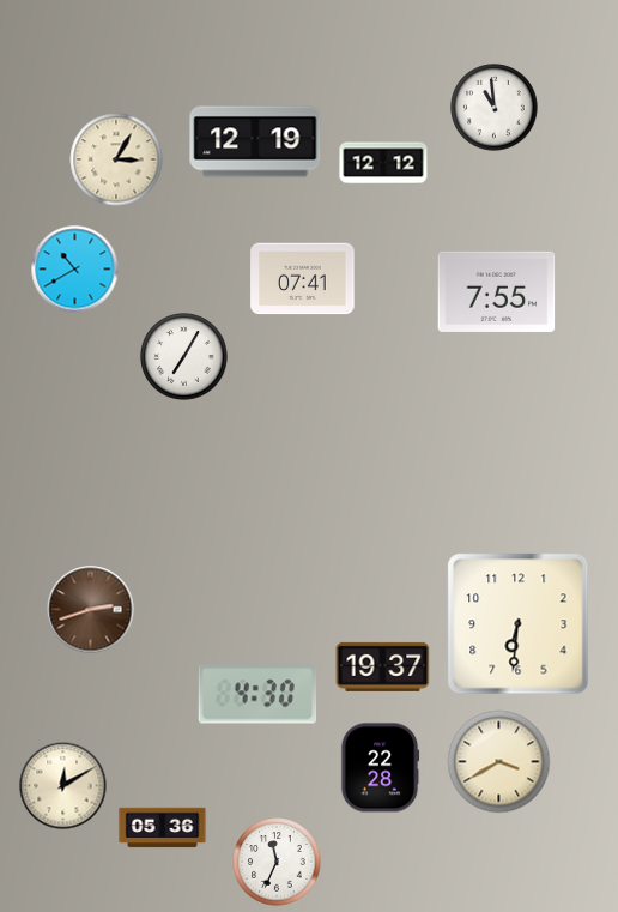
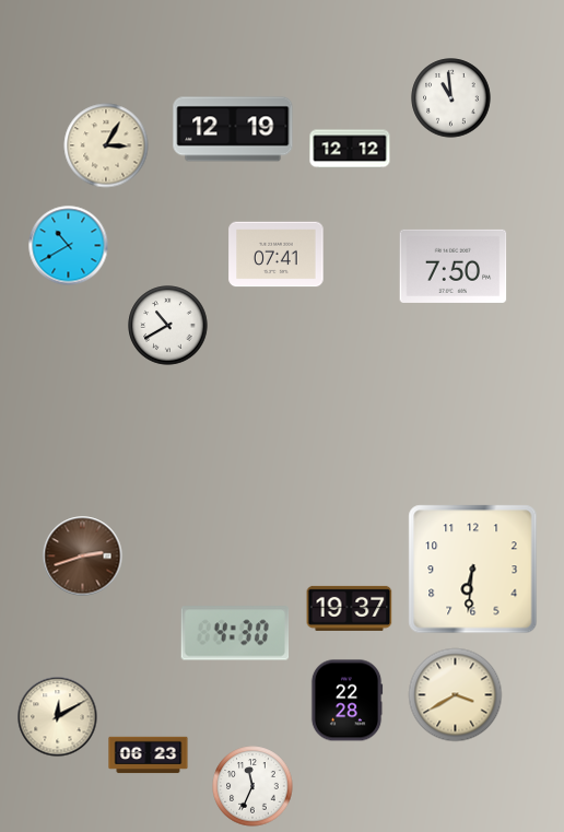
clock at (497, 291): 7:55 -> 7:50
clock at (184, 357): 7:05 -> 10:40
clock at (163, 828): 05:36 -> 06:23
